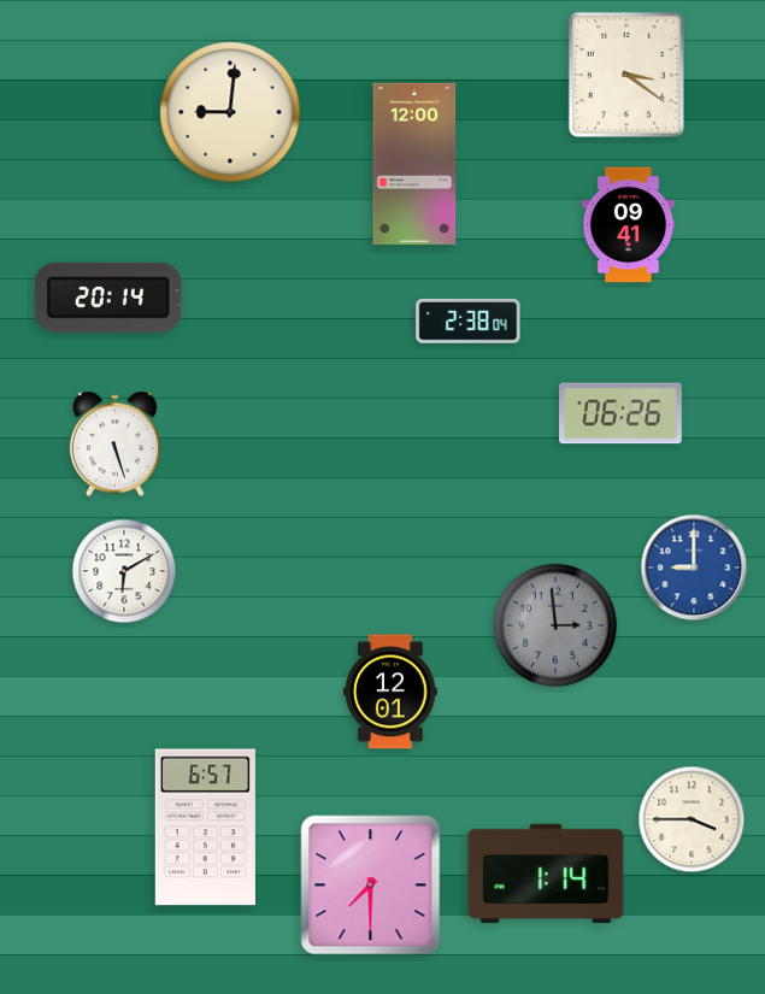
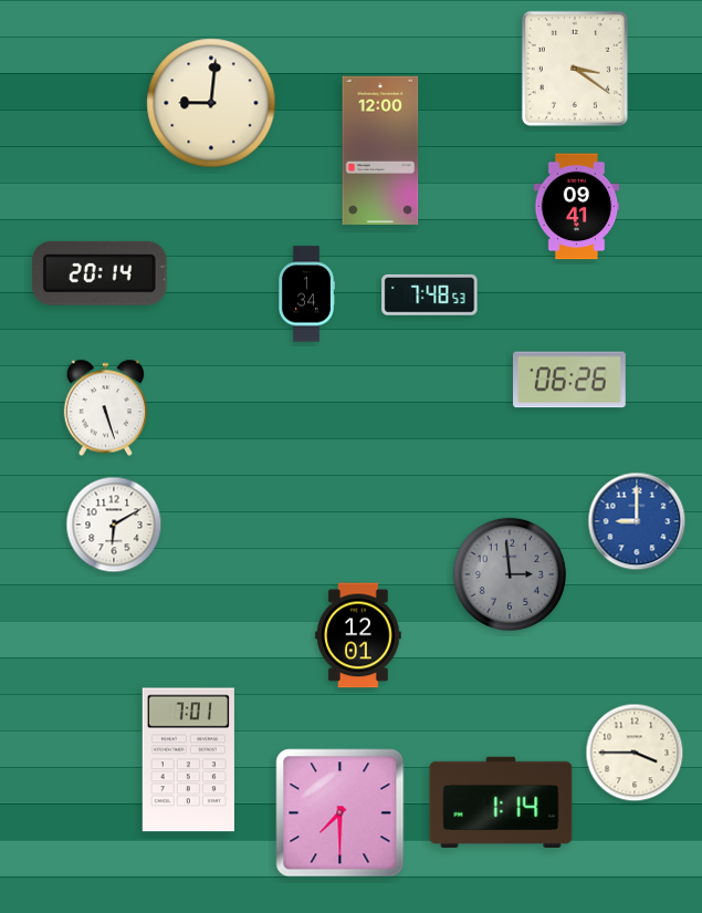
clock at (306, 294): none -> 1:34
clock at (469, 320): 2:38 -> 7:48
clock at (205, 828): 6:57 -> 7:01
